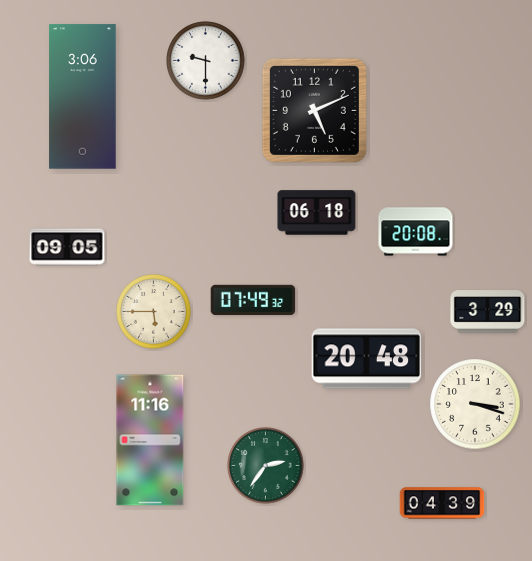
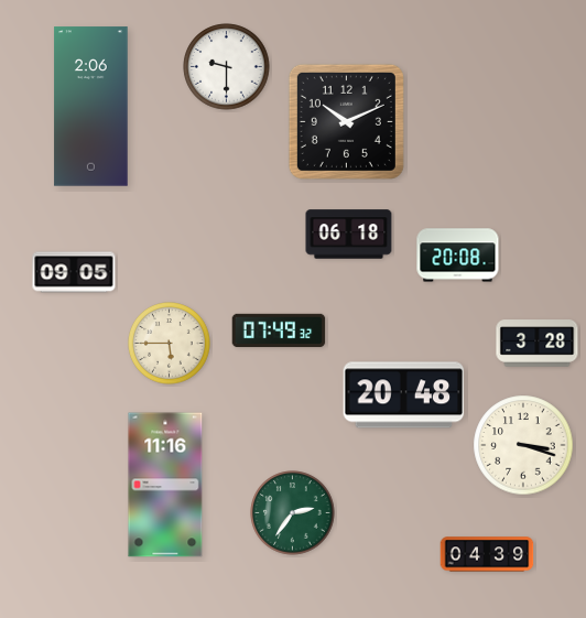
clock at (83, 97): 3:06 -> 2:06
clock at (314, 110): 5:11 -> 10:11
clock at (488, 312): 3:29 -> 3:28
